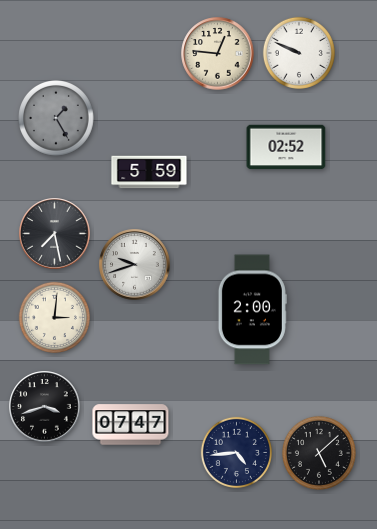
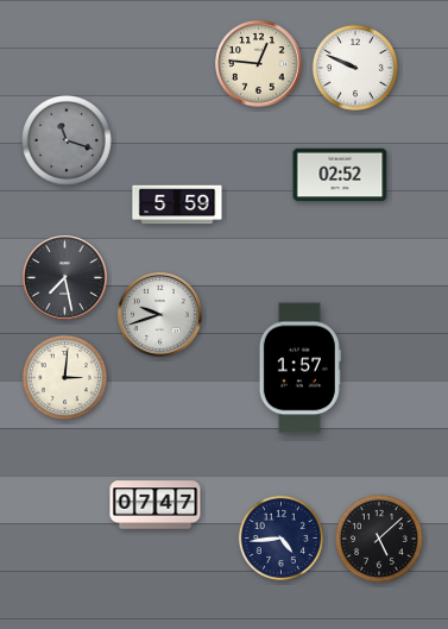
clock at (299, 53) position: (299, 53) -> (355, 68)
clock at (57, 119): 1:25 -> 11:18
clock at (252, 310): 2:00 -> 1:57
clock at (45, 407): 3:42 -> none
